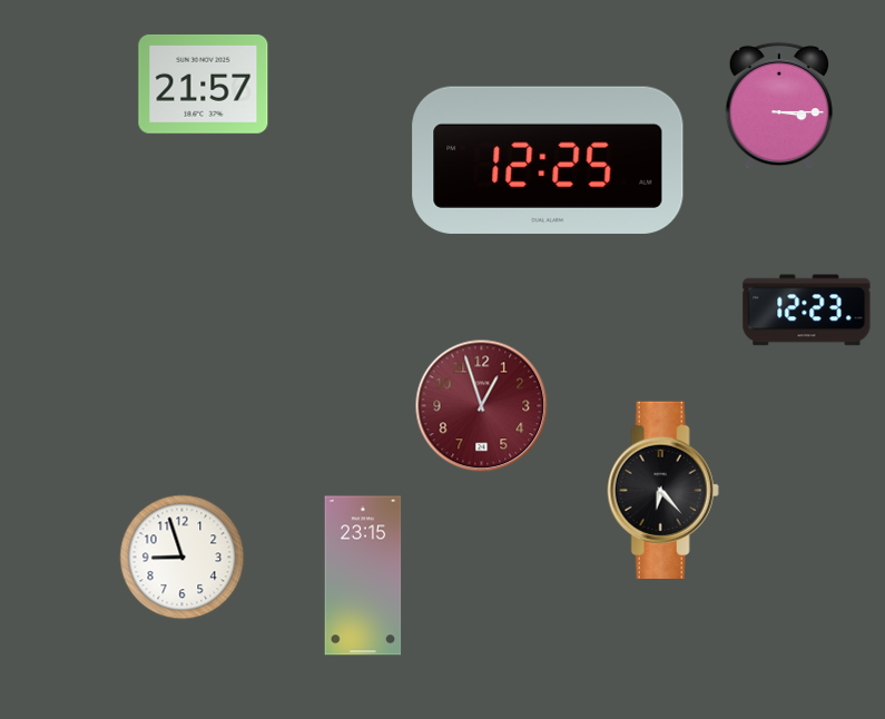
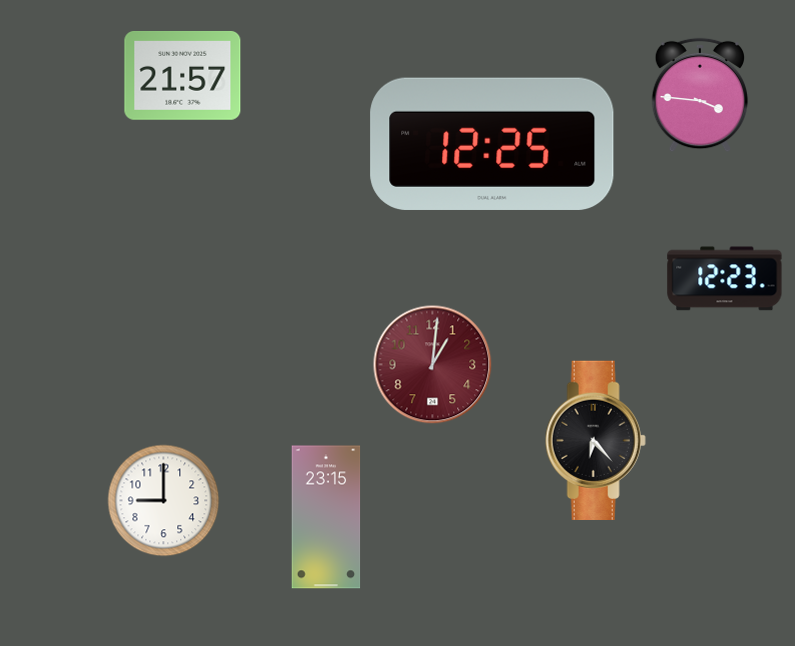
clock at (779, 106): 3:15 -> 3:46
clock at (482, 406): 12:57 -> 1:01
clock at (183, 558): 8:57 -> 9:00
